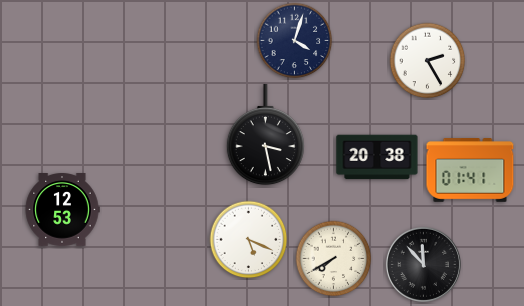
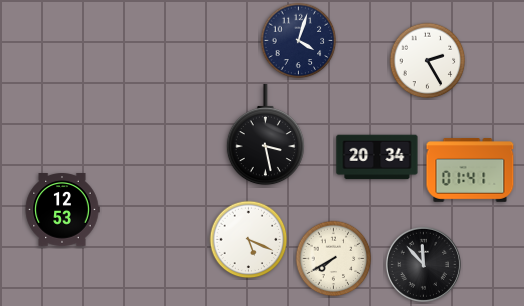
clock at (295, 41) position: (295, 41) -> (299, 41)
clock at (377, 157): 20:38 -> 20:34
